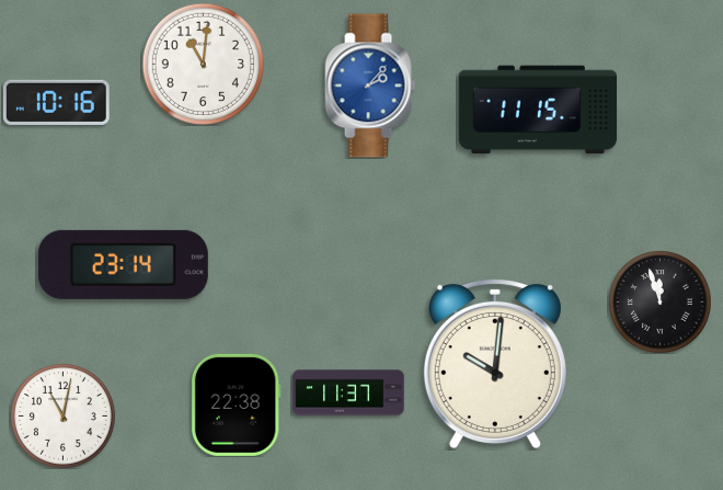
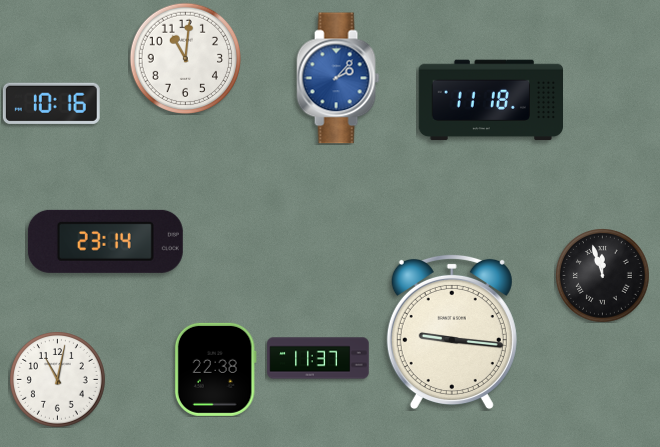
clock at (56, 102) position: (56, 102) -> (51, 103)
clock at (537, 110): 11:15 -> 11:18
clock at (123, 264) position: (123, 264) -> (105, 241)
clock at (495, 364): 10:01 -> 9:16
